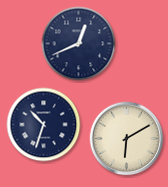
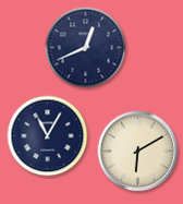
clock at (44, 125): 10:33 -> 11:05
